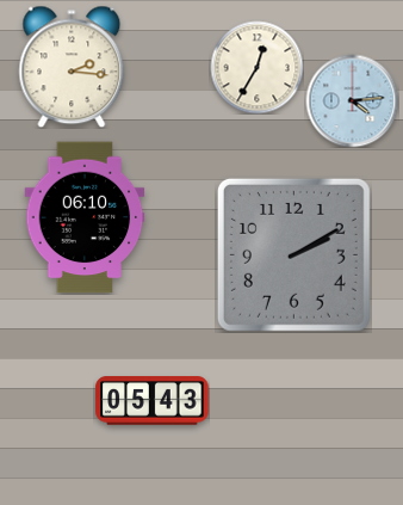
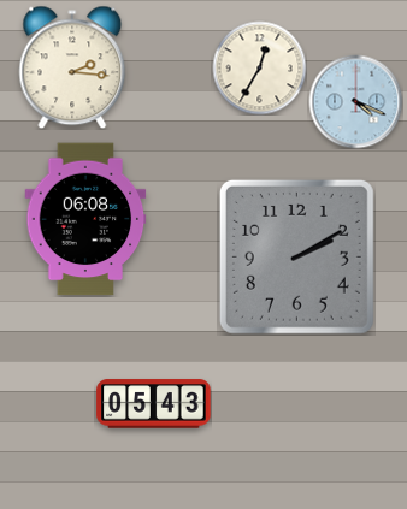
clock at (352, 100): 4:14 -> 4:19
clock at (85, 217): 06:10 -> 06:08
